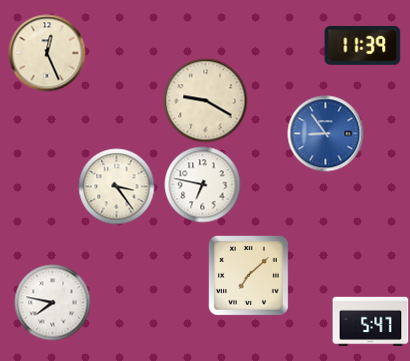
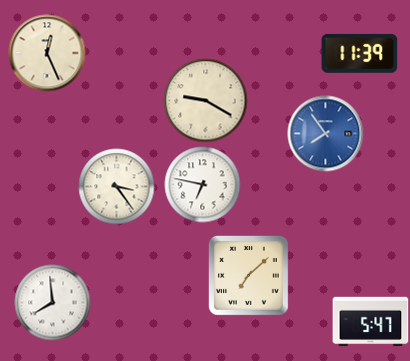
clock at (363, 45) position: (363, 45) -> (360, 53)
clock at (326, 134): 8:54 -> 7:54
clock at (53, 303): 7:47 -> 7:59
